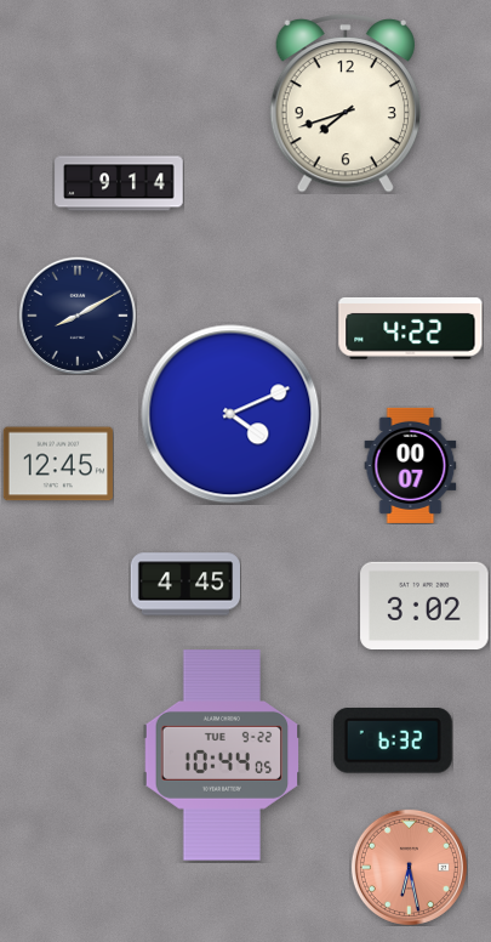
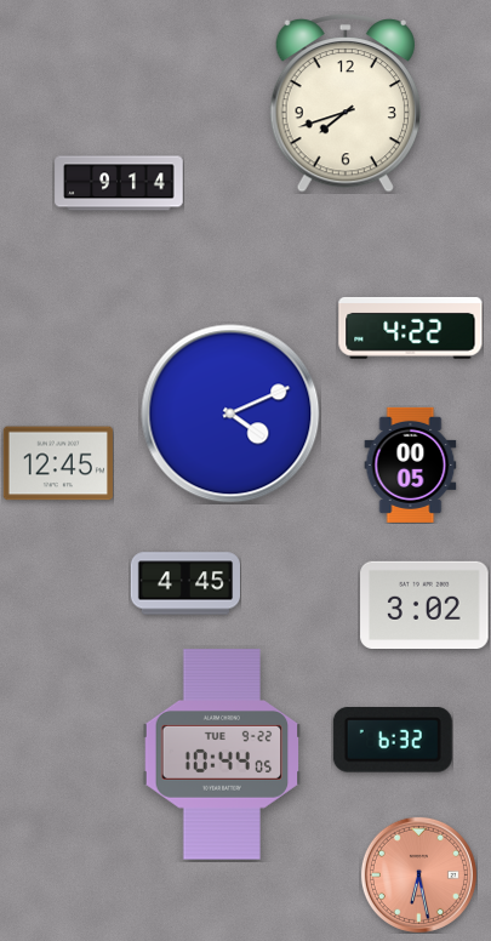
clock at (78, 316): 8:10 -> none
clock at (411, 465): 00:07 -> 00:05
clock at (409, 867) position: (409, 867) -> (418, 874)
